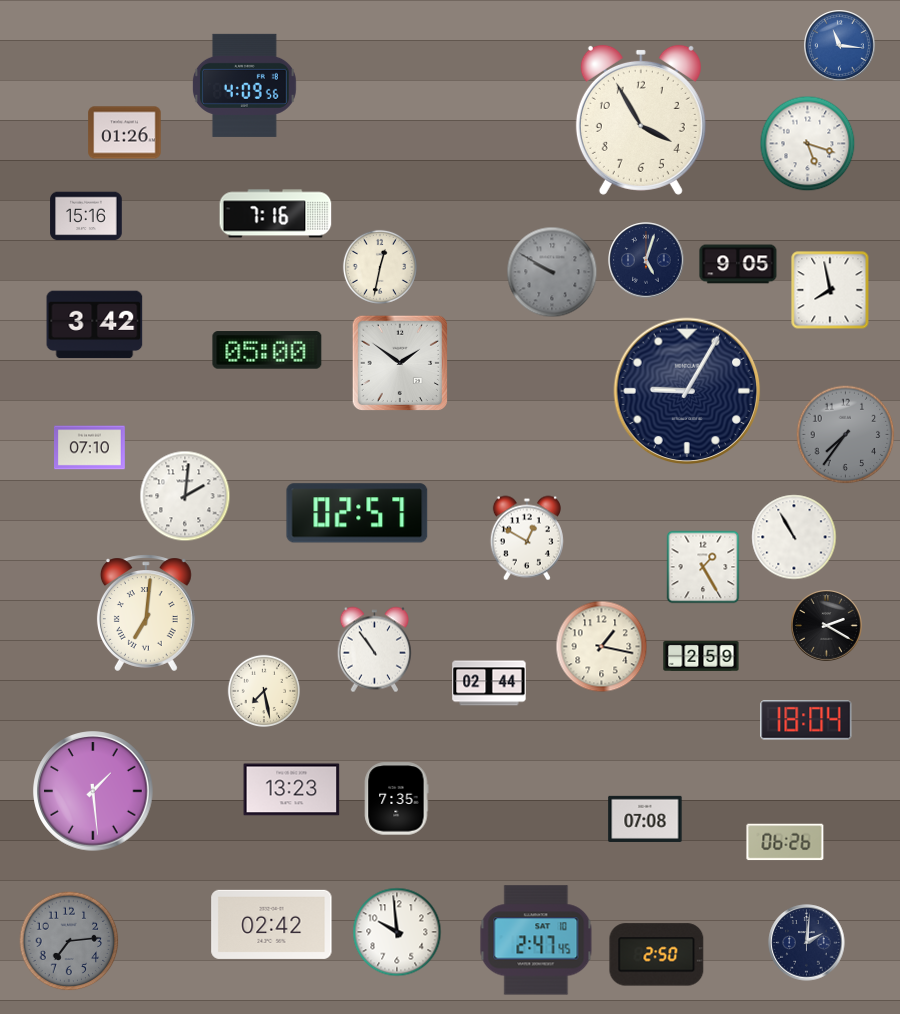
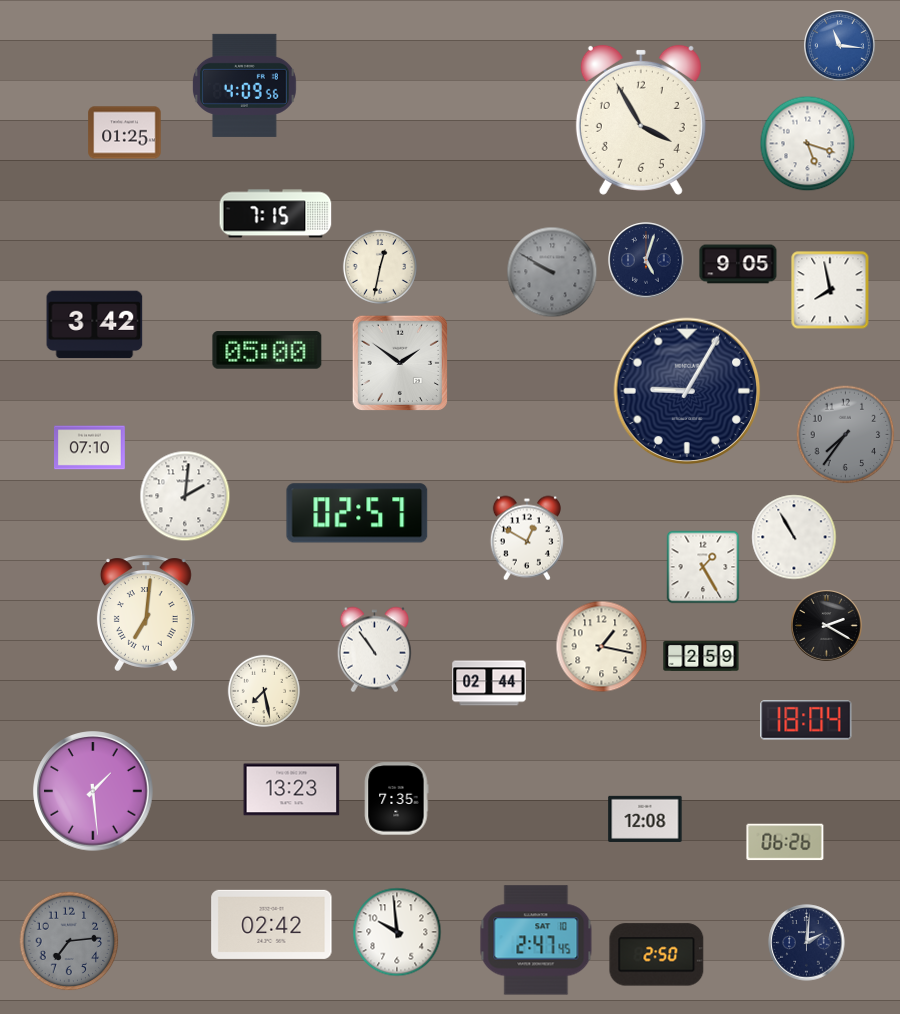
clock at (125, 133): 01:26 -> 01:25
clock at (276, 214): 7:16 -> 7:15
clock at (86, 216): 15:16 -> none
clock at (645, 819): 07:08 -> 12:08
